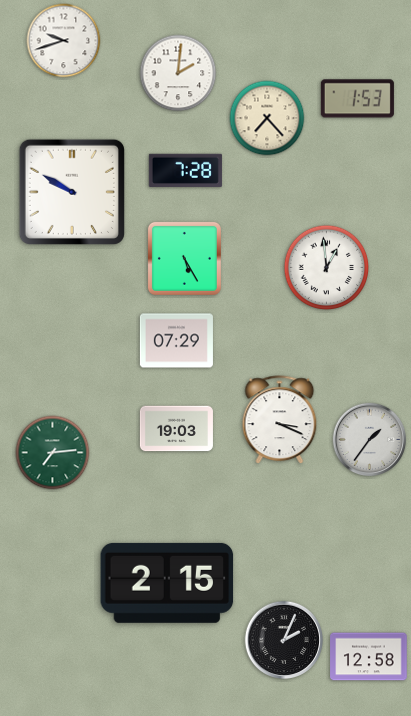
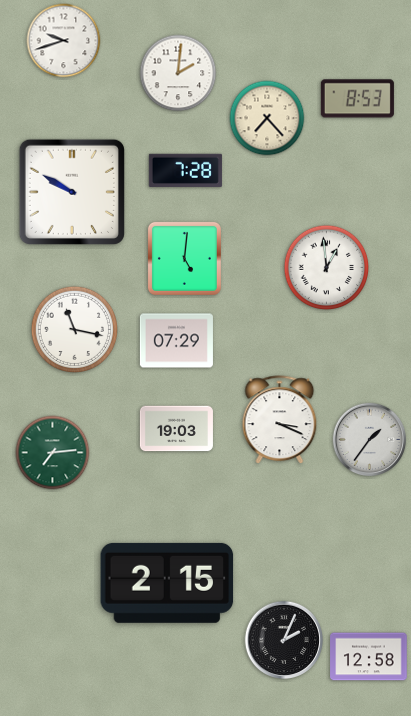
clock at (357, 99): 1:53 -> 8:53
clock at (184, 258): 5:25 -> 5:01
clock at (74, 329): none -> 11:17
